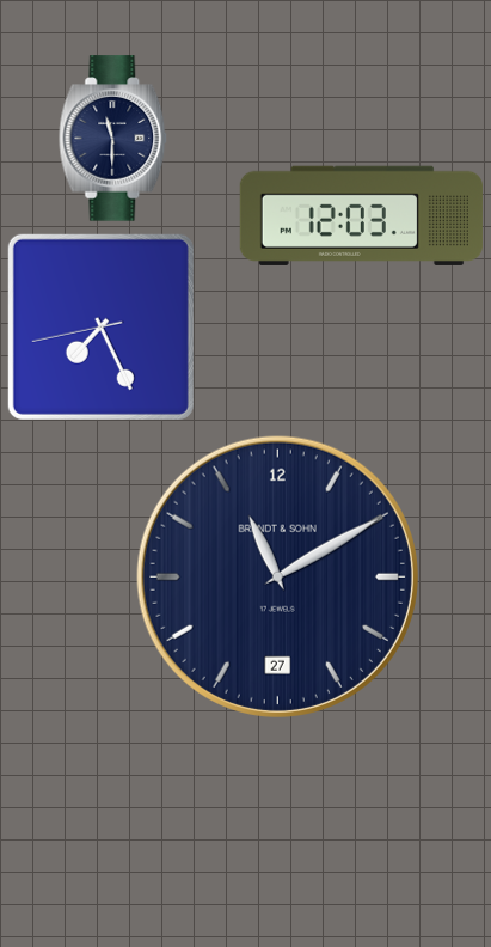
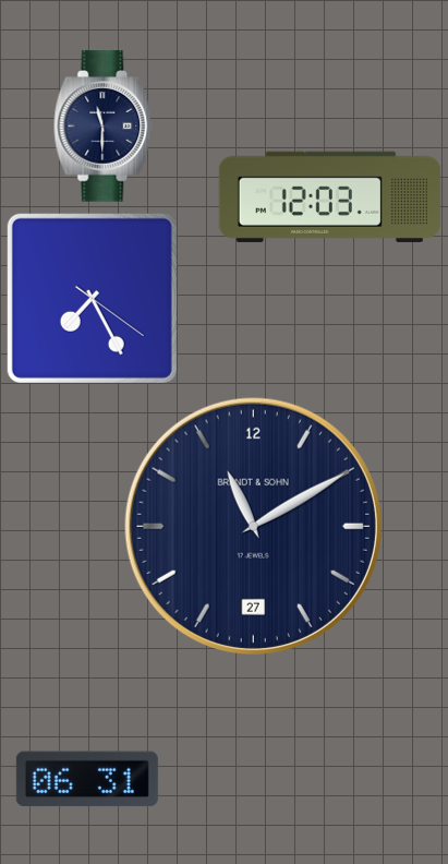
clock at (100, 326): 7:25:43 -> 7:25:21
clock at (87, 779): none -> 06:31
